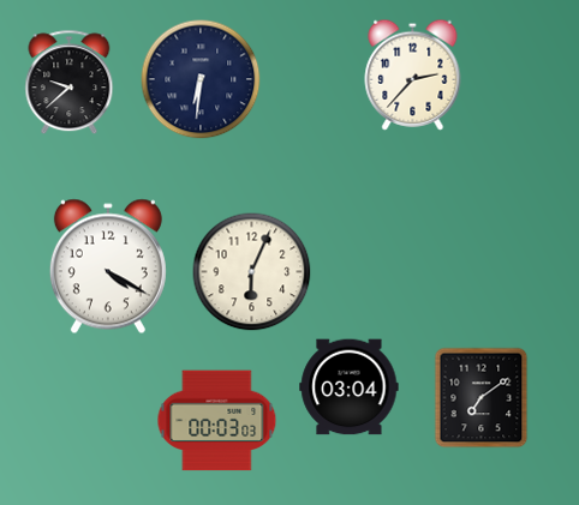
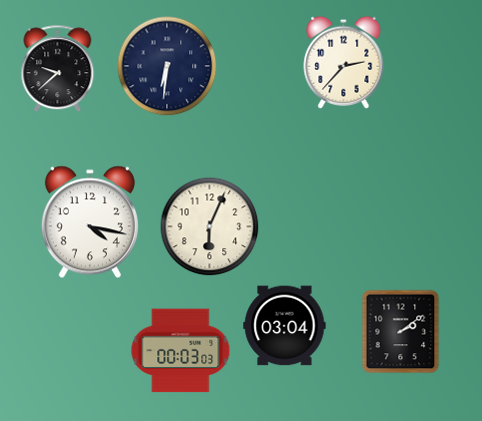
clock at (108, 266): 4:20 -> 4:17
clock at (350, 387) position: (350, 387) -> (285, 326)
clock at (482, 398): 7:09 -> 2:09
